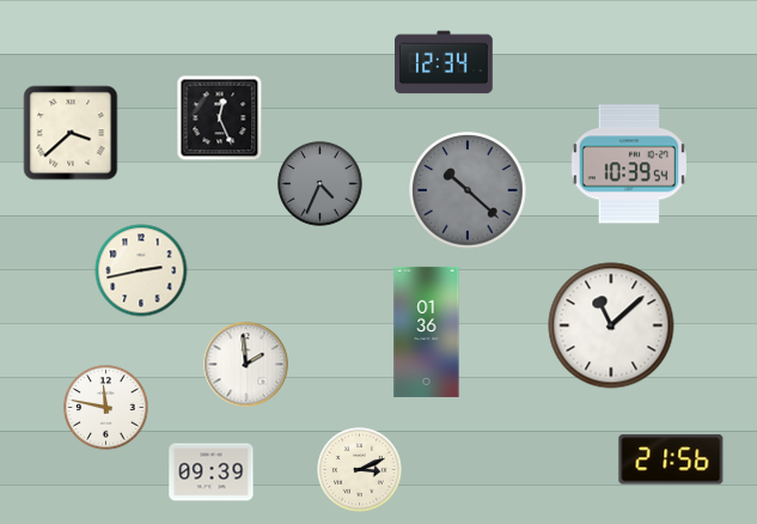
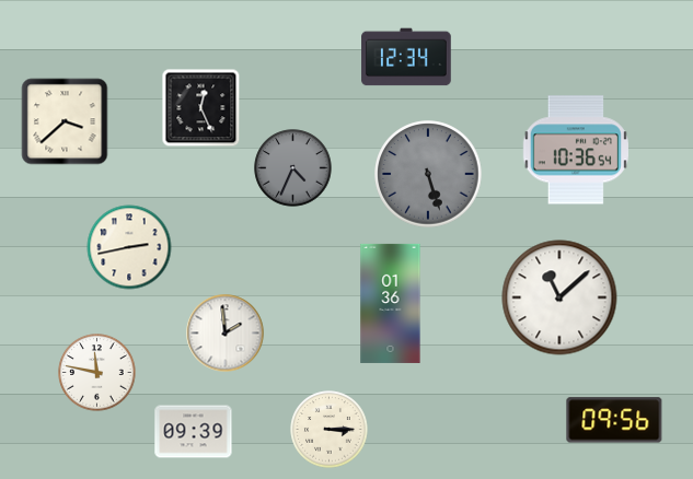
clock at (629, 164): 10:39 -> 10:36
clock at (468, 190): 10:22 -> 5:27
clock at (671, 459): 21:56 -> 09:56
clock at (360, 470): 3:11 -> 3:15
